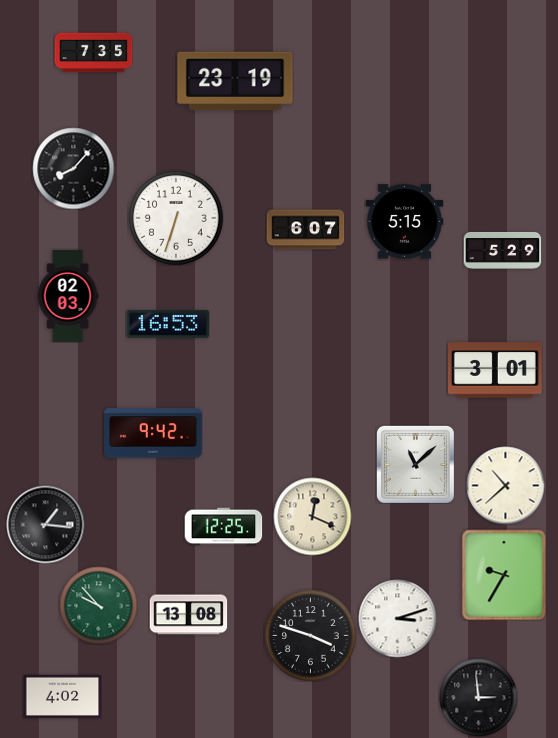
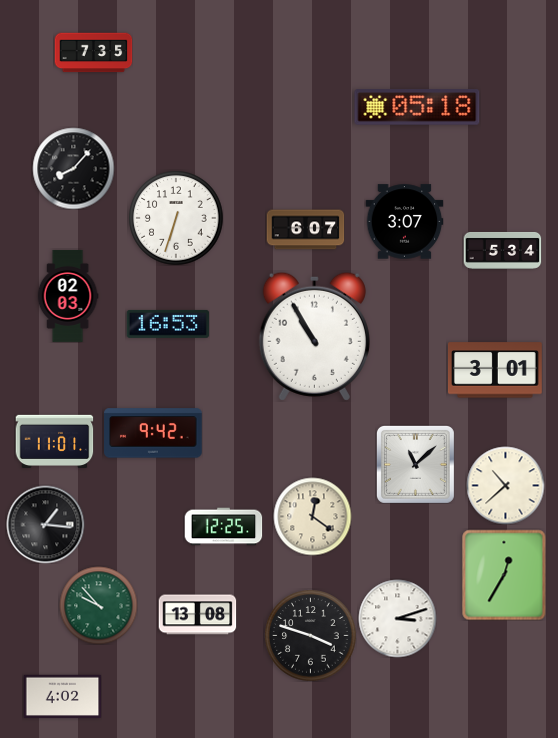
clock at (235, 81): 23:19 -> none
clock at (417, 107): none -> 05:18
clock at (404, 222): 5:15 -> 3:07
clock at (502, 250): 5:29 -> 5:34
clock at (314, 336): none -> 10:55
clock at (54, 441): none -> 11:01
clock at (312, 516): 12:19 -> 12:21
clock at (504, 575): 9:35 -> 12:35
clock at (188, 615) position: (188, 615) -> (197, 615)
clock at (478, 697): 2:59 -> none
